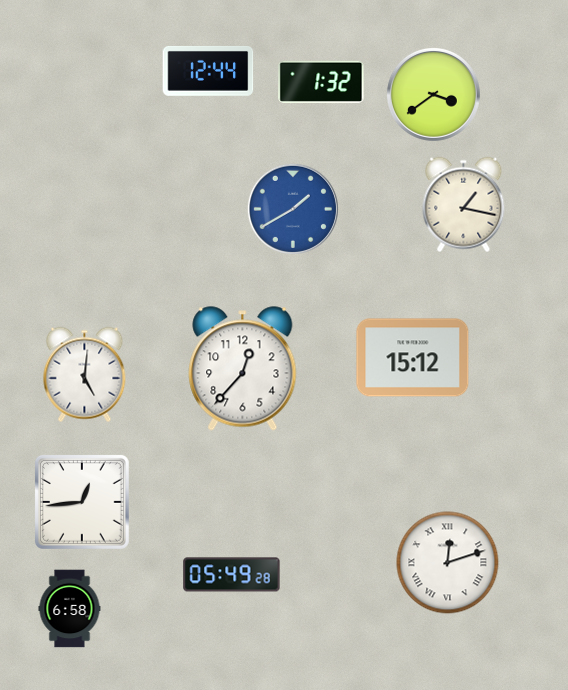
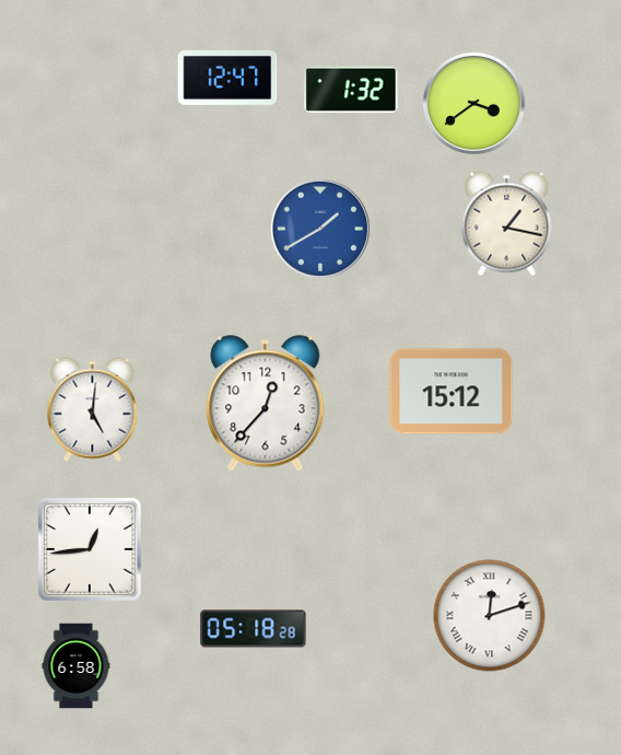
clock at (208, 71): 12:44 -> 12:47
clock at (232, 575): 05:49 -> 05:18
